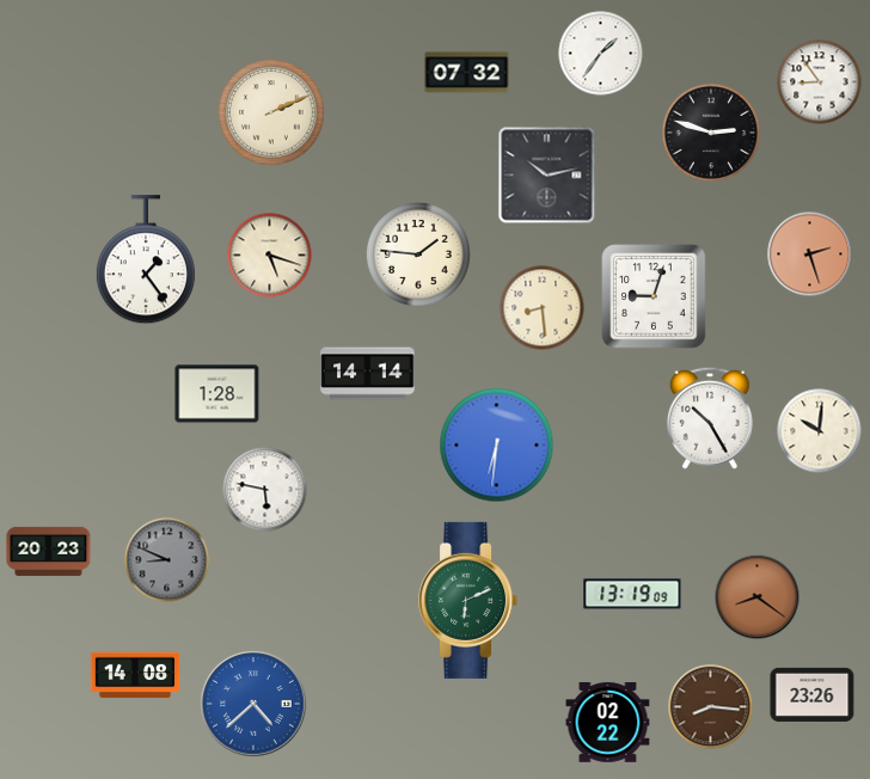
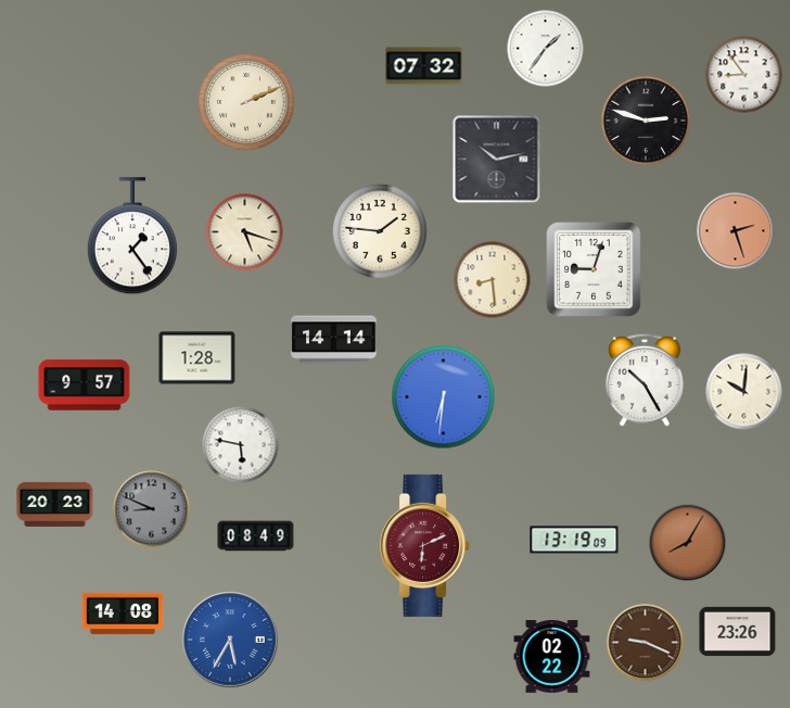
clock at (85, 385): none -> 9:57
clock at (497, 446) position: (497, 446) -> (444, 397)
clock at (49, 551) position: (49, 551) -> (55, 504)
clock at (256, 536): none -> 08:49
clock at (758, 597): 8:21 -> 8:05
clock at (468, 600) dial: green -> burgundy
clock at (253, 704): 4:38 -> 5:35
clock at (711, 707): 8:16 -> 9:19
